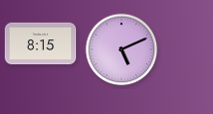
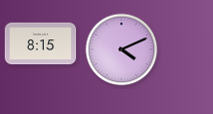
clock at (122, 50): 5:11 -> 4:11
